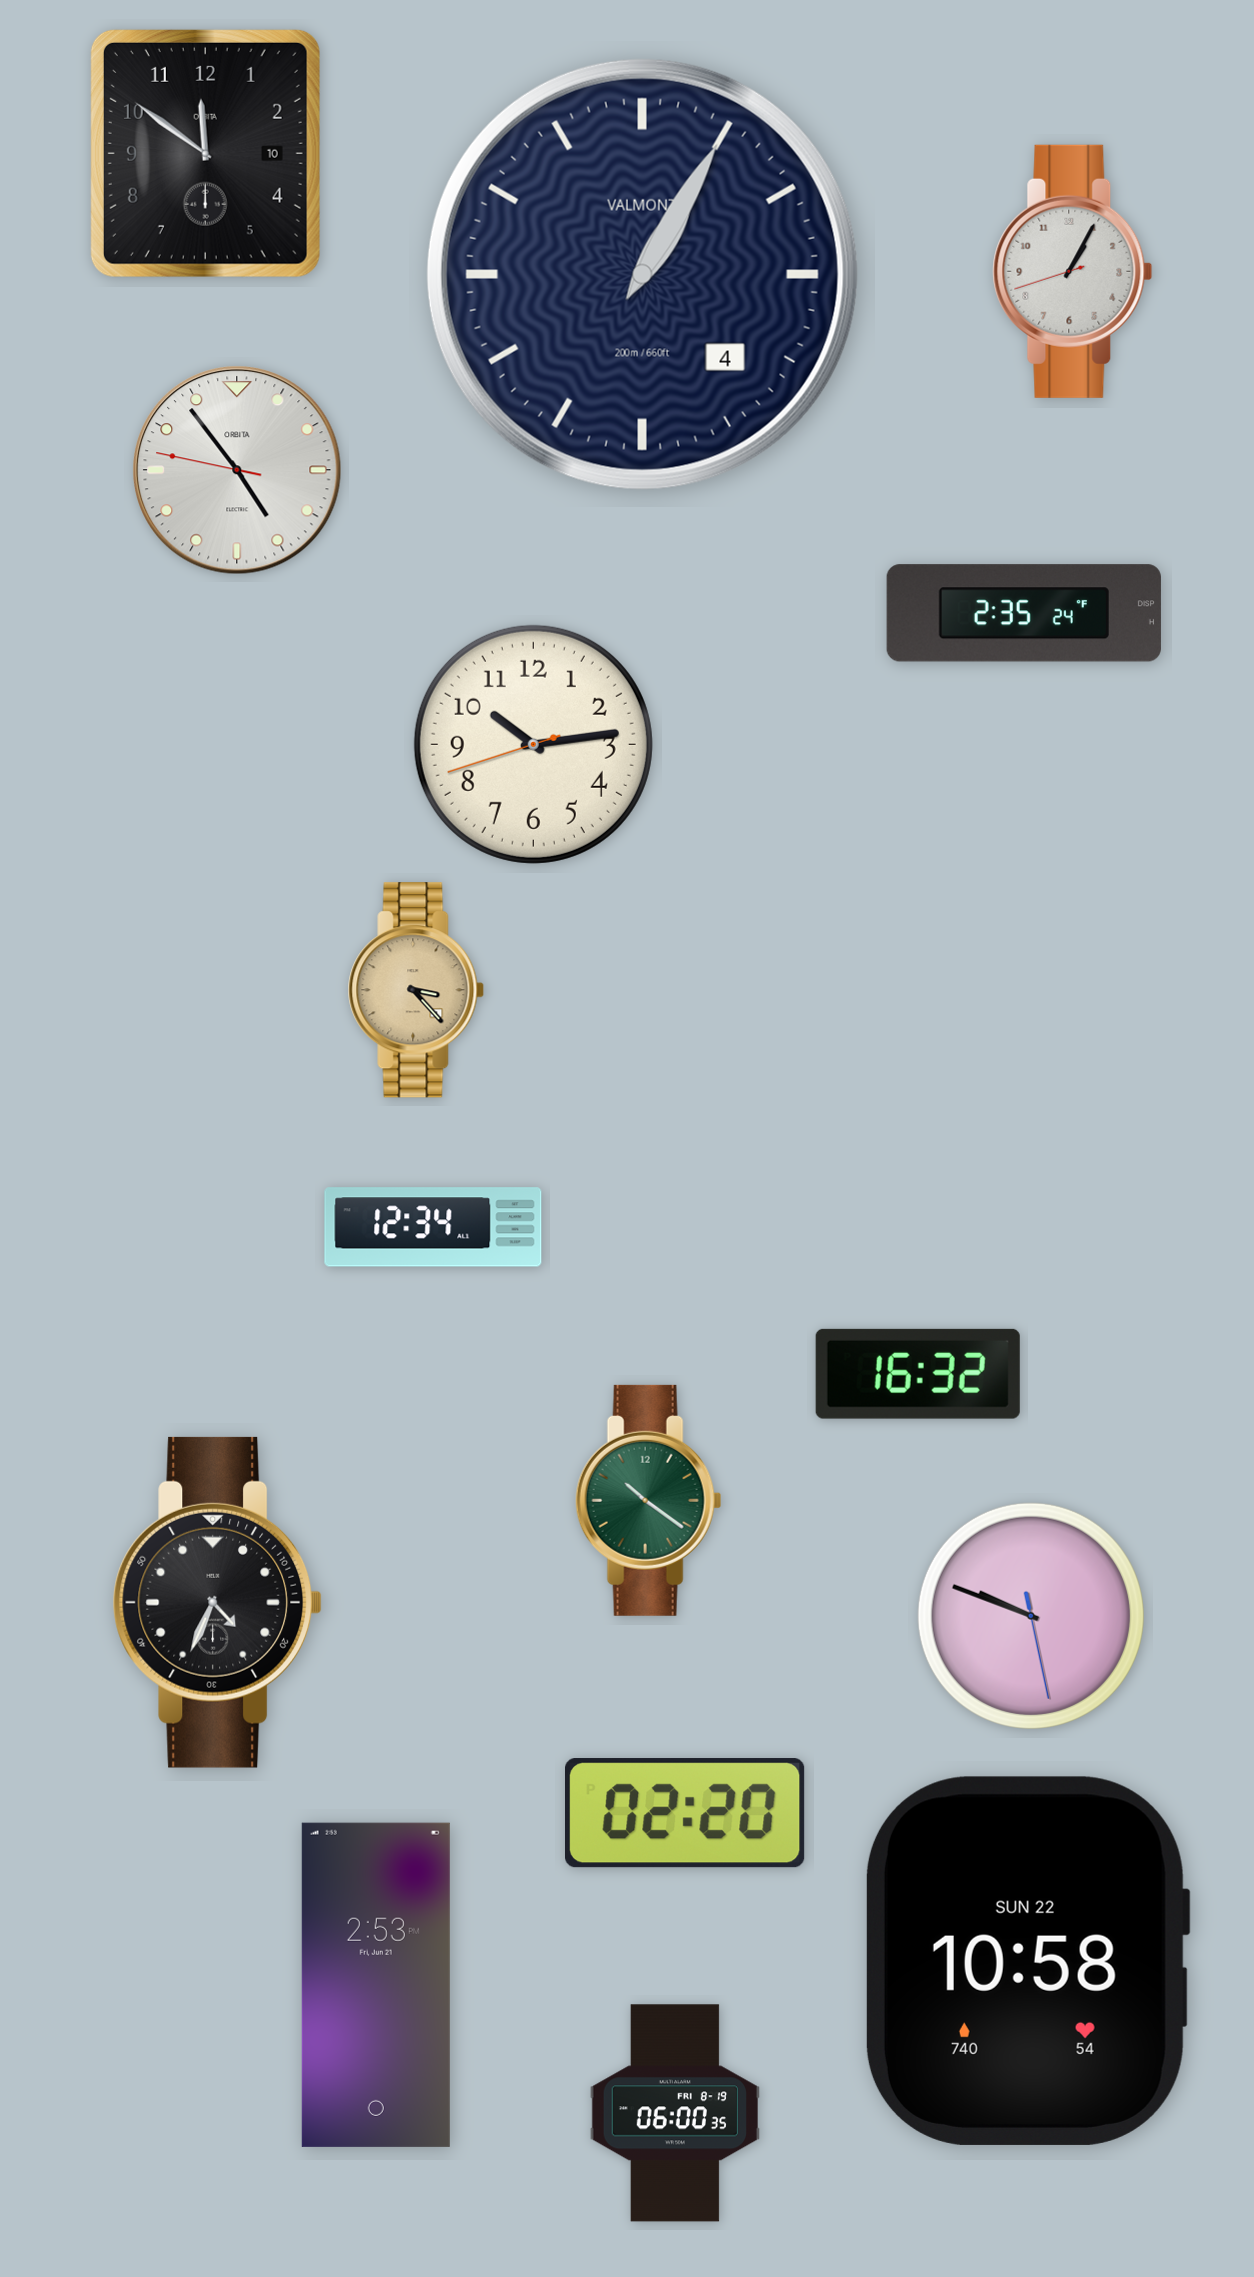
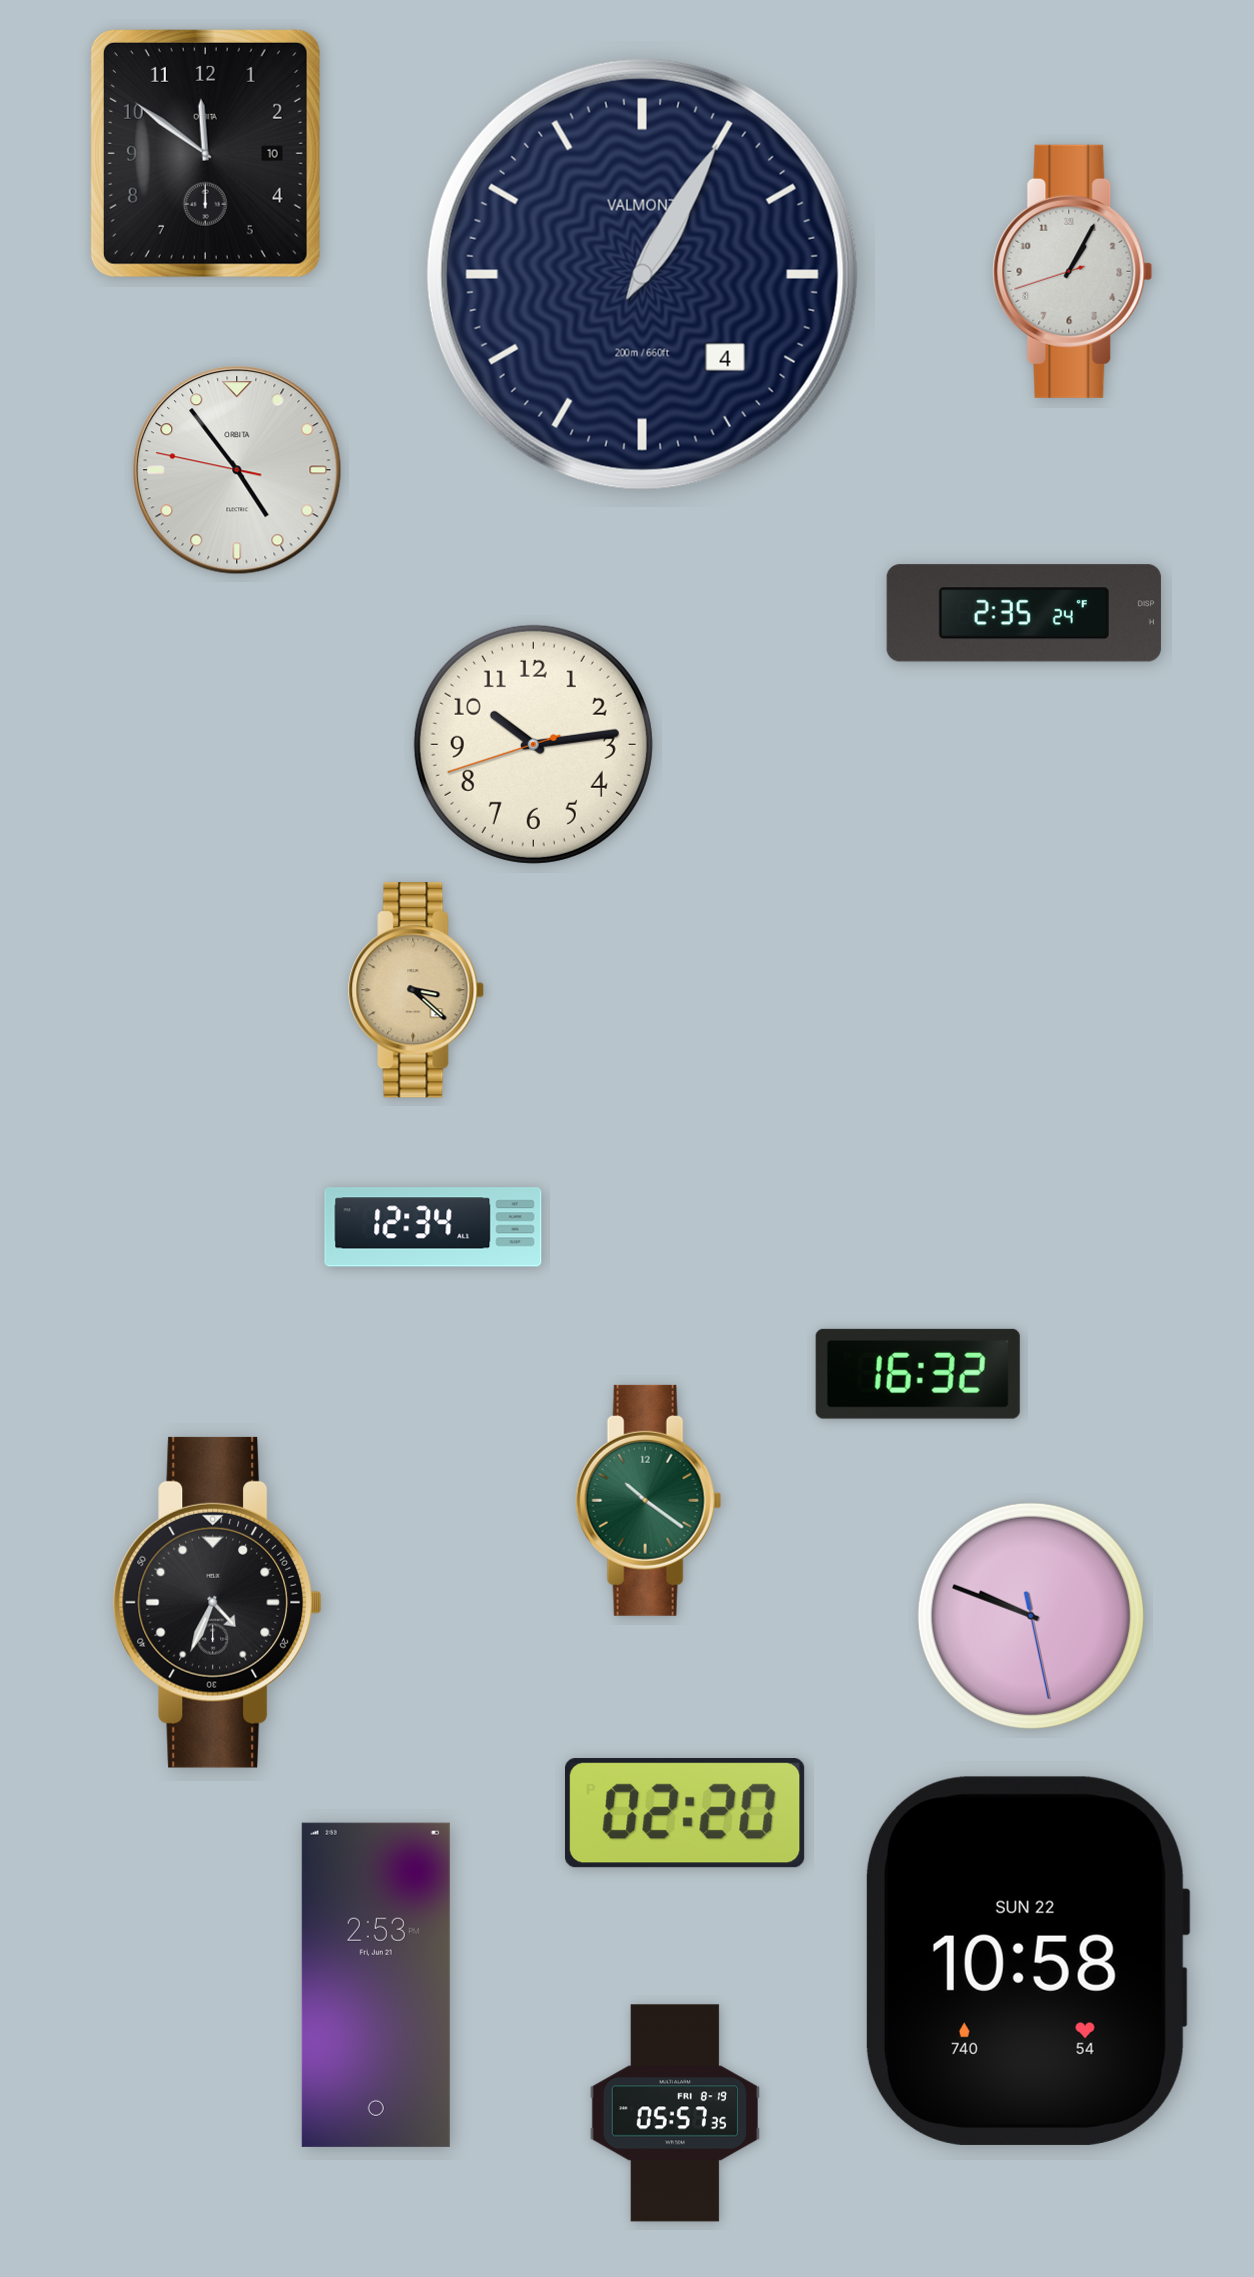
clock at (416, 990): 3:23 -> 3:22
clock at (674, 2113): 06:00 -> 05:57
